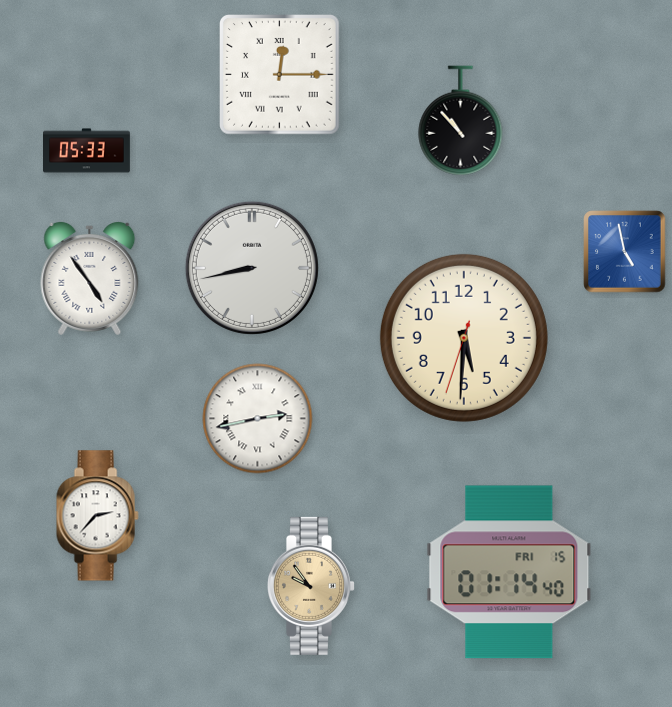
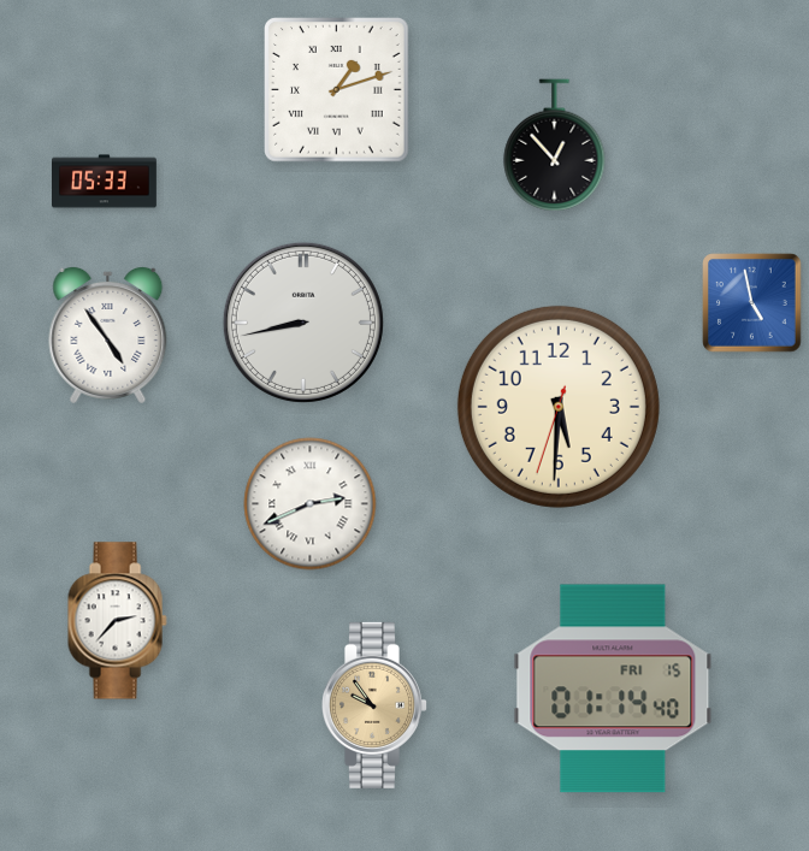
clock at (280, 75): 12:15 -> 1:12
clock at (461, 121): 10:53 -> 12:53
clock at (258, 419): 2:43 -> 2:41
